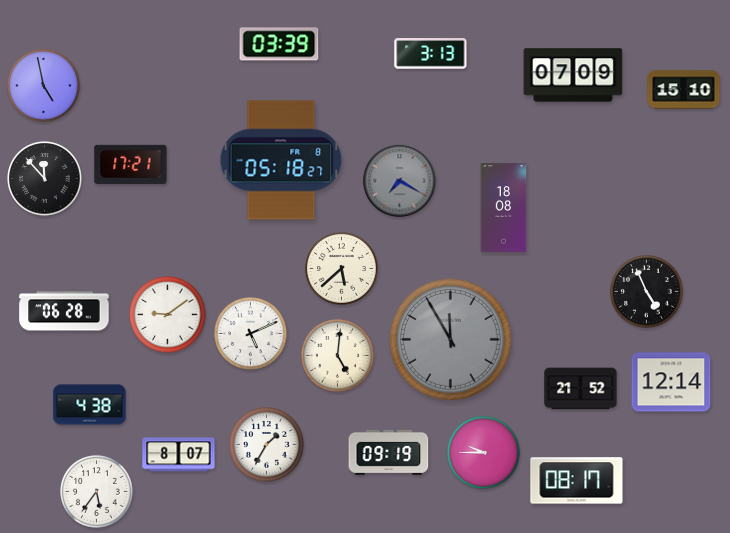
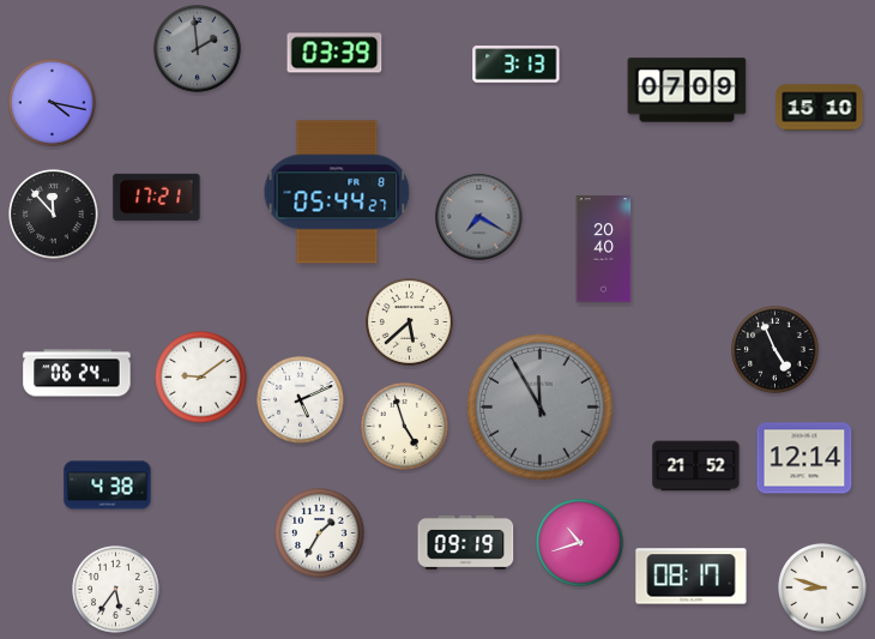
clock at (198, 49): none -> 1:59
clock at (44, 86): 4:58 -> 4:17
clock at (281, 160): 05:18 -> 05:44
clock at (504, 208): 18:08 -> 20:40
clock at (64, 311): 06:28 -> 06:24
clock at (338, 356): 5:01 -> 4:57
clock at (484, 453): 9:45 -> 10:42
clock at (179, 455): 8:07 -> none
clock at (823, 589): none -> 8:48
